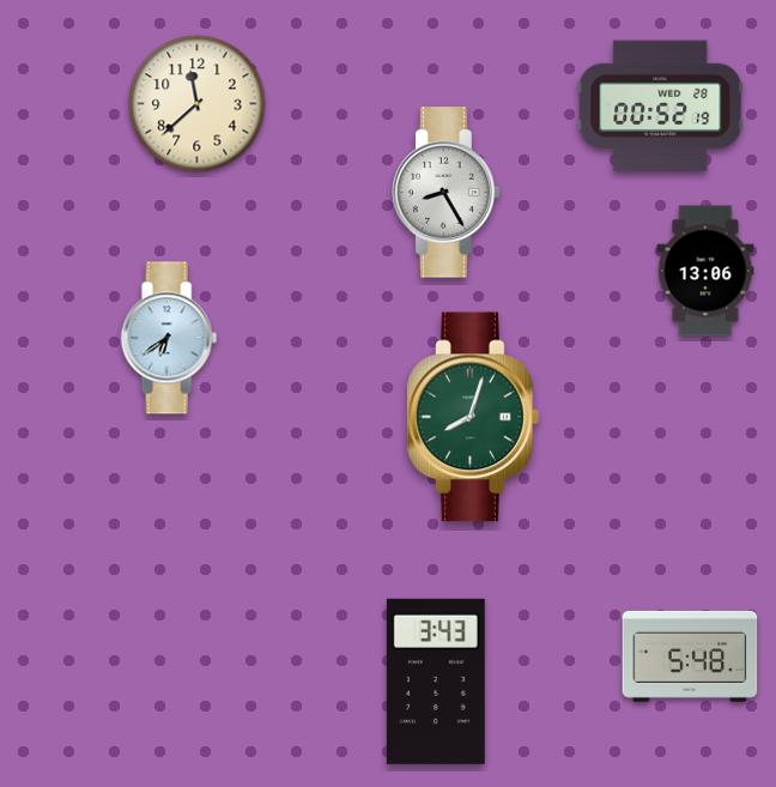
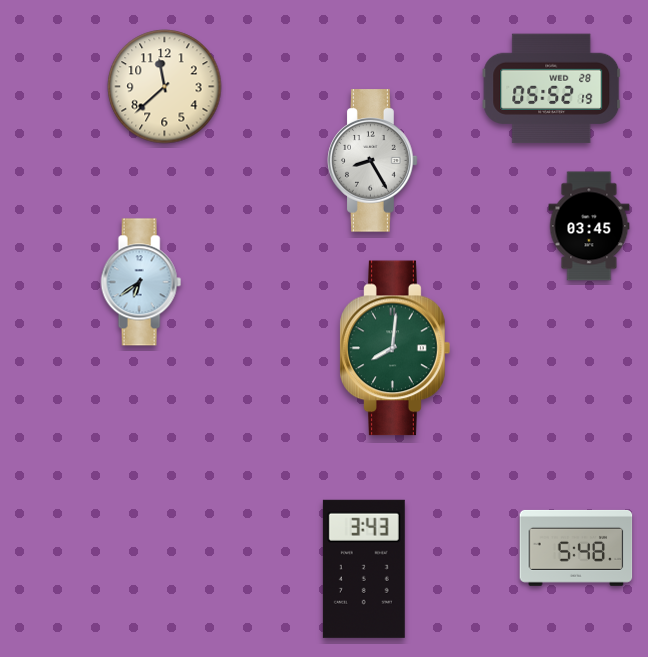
clock at (661, 107): 00:52 -> 05:52
clock at (705, 271): 13:06 -> 03:45
clock at (473, 417): 8:03 -> 8:01
